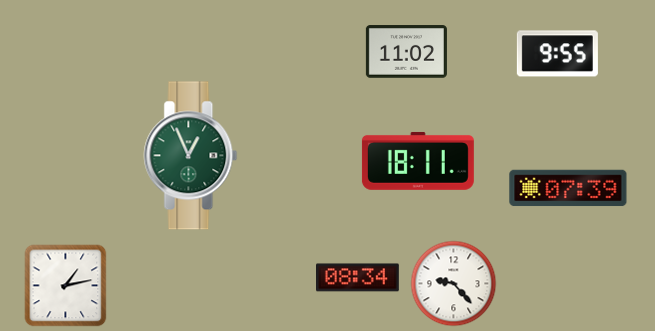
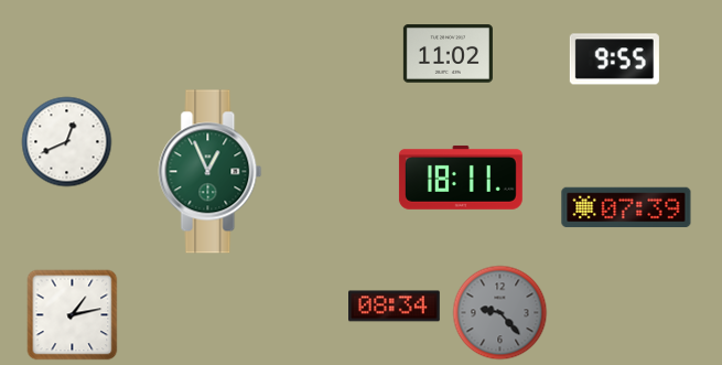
clock at (406, 52) position: (406, 52) -> (448, 54)
clock at (67, 142): none -> 12:41
clock at (454, 284) dial: white -> grey
